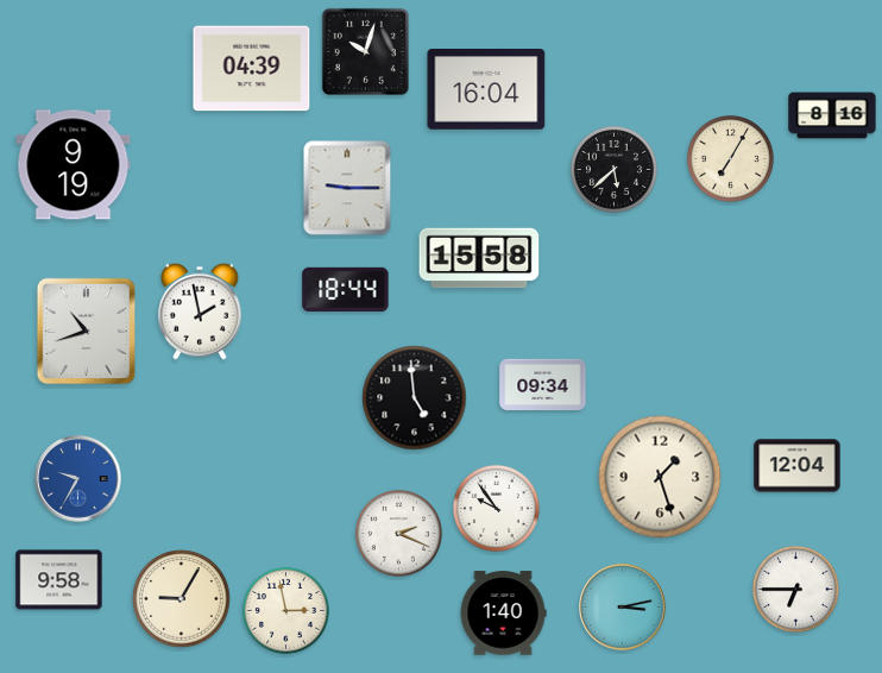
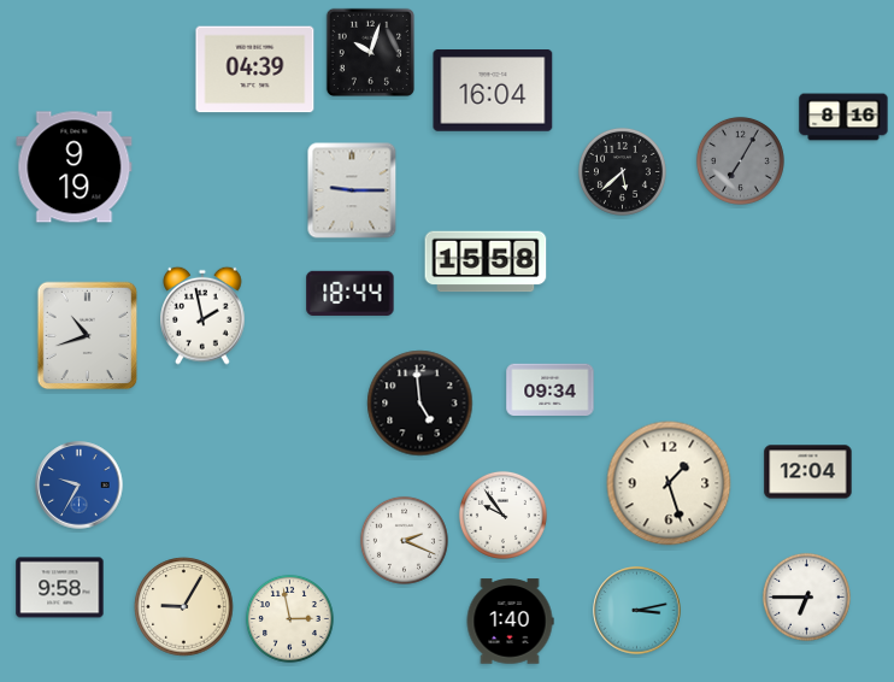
clock at (730, 158) dial: cream -> grey
clock at (623, 608) position: (623, 608) -> (637, 611)
